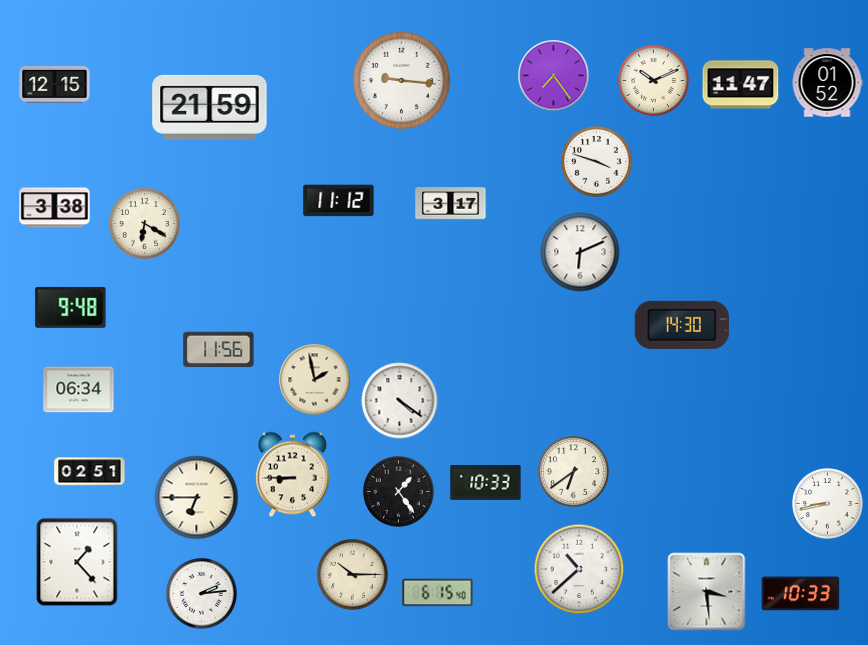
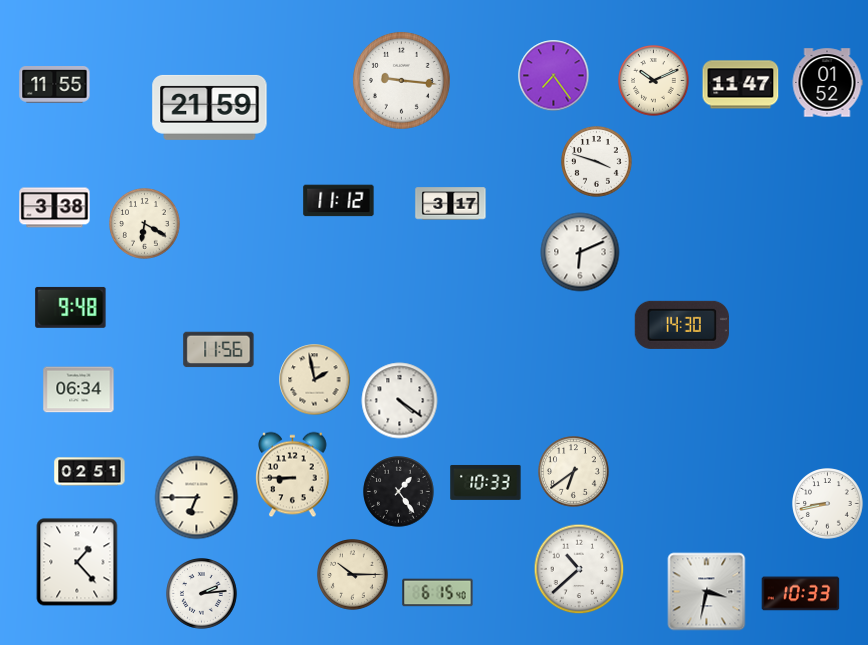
clock at (55, 85): 12:15 -> 11:55
clock at (707, 592): 3:29 -> 3:32
